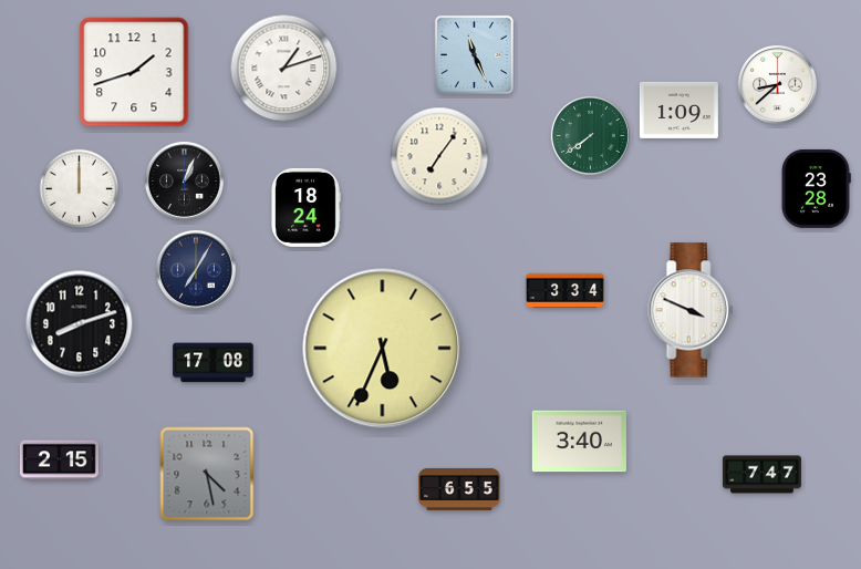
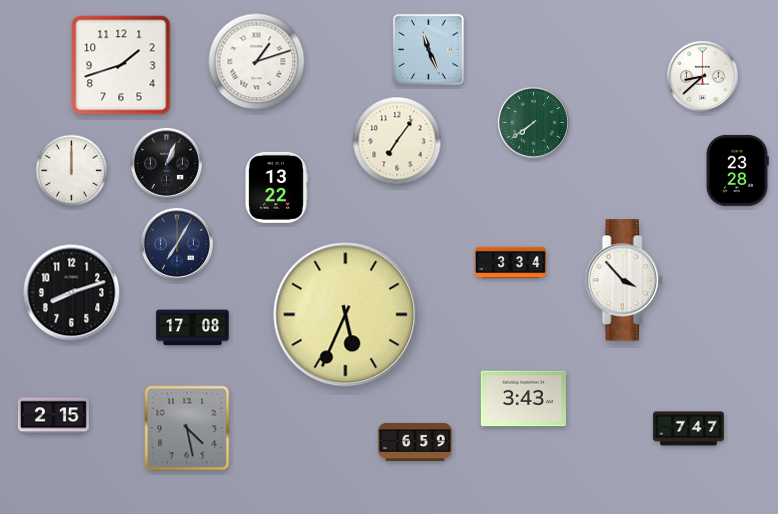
clock at (678, 110): 1:09 -> none
clock at (305, 207): 18:24 -> 13:22
clock at (691, 310): 3:49 -> 3:53
clock at (579, 442): 3:40 -> 3:43
clock at (459, 489): 6:55 -> 6:59
